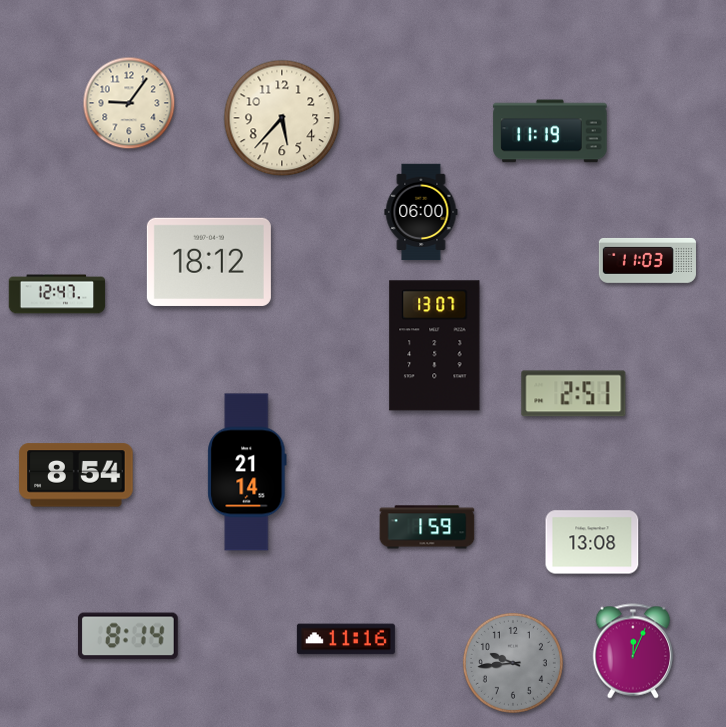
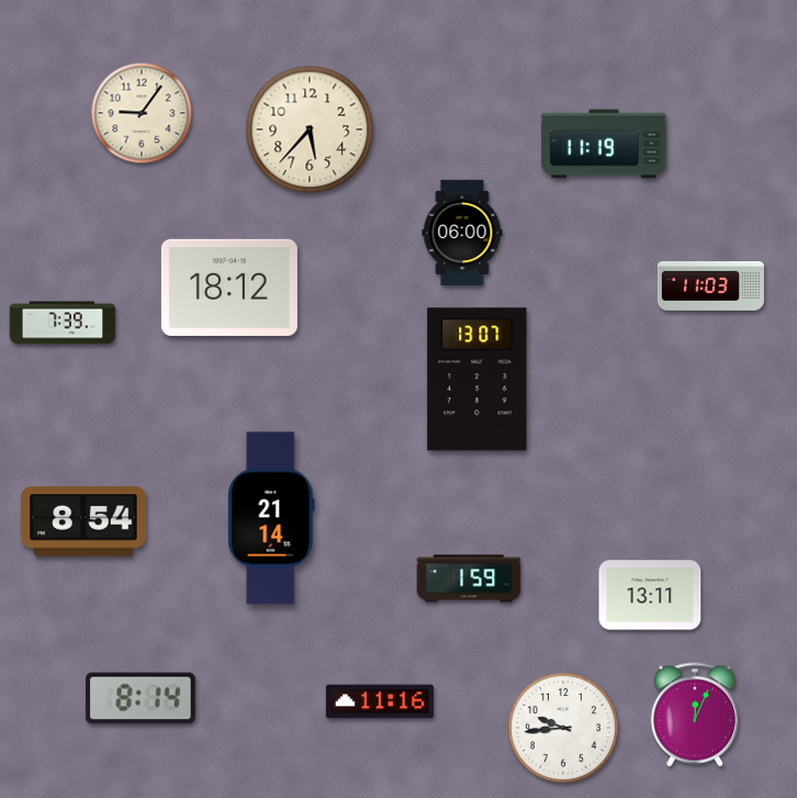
clock at (57, 294): 12:47 -> 7:39
clock at (574, 394): 2:51 -> none
clock at (592, 542): 13:08 -> 13:11
clock at (513, 663) dial: grey -> white
